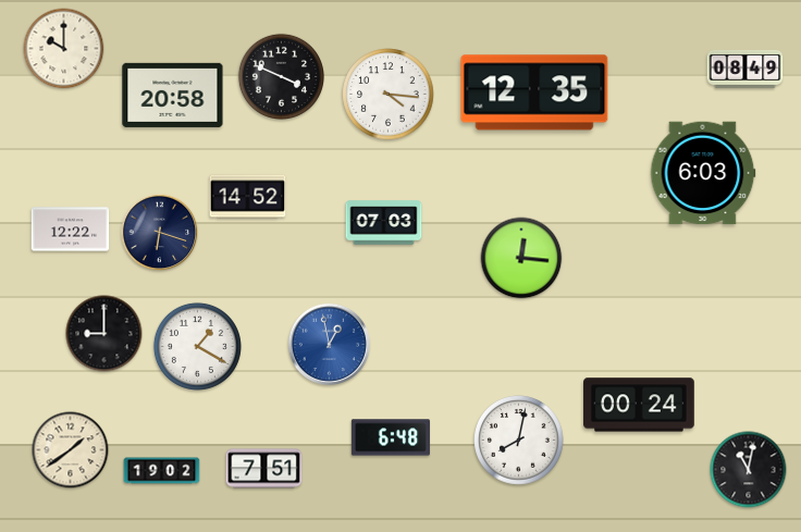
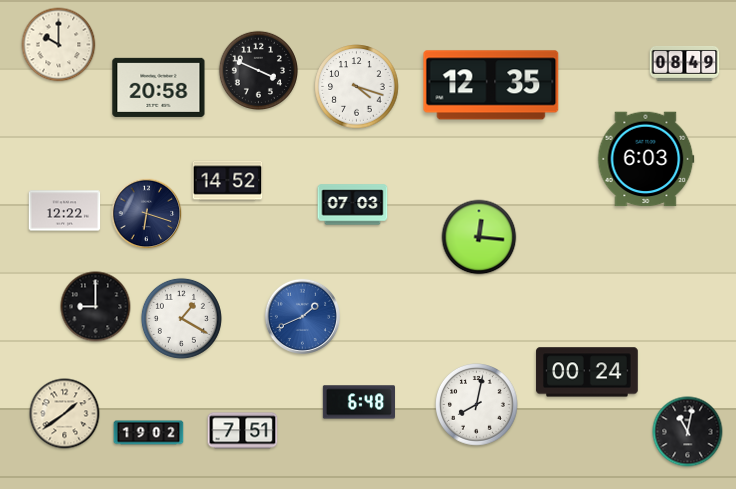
clock at (389, 95): 4:16 -> 4:18
clock at (329, 344): 12:58 -> 1:41
